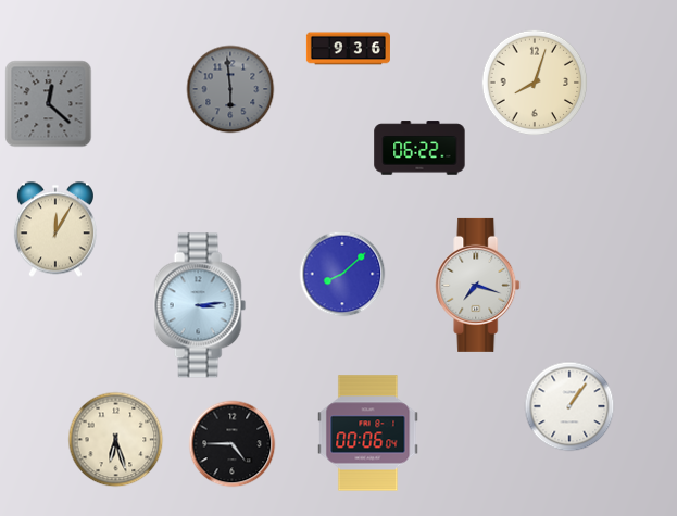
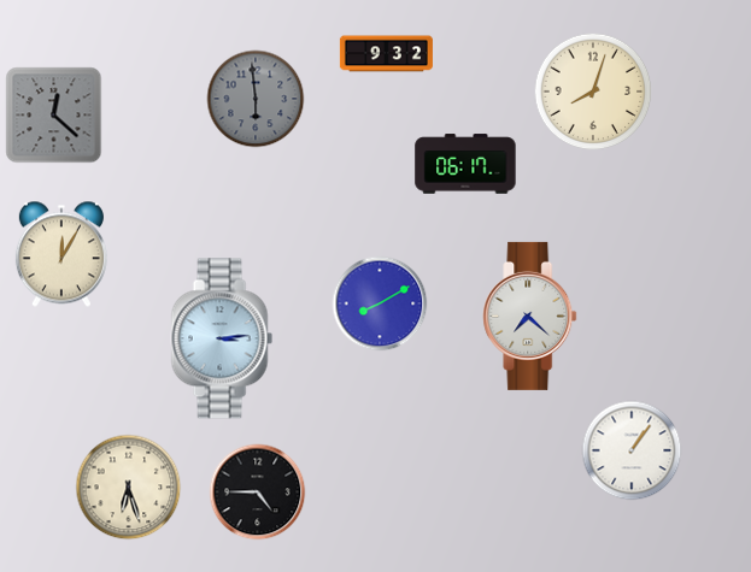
clock at (348, 49): 9:36 -> 9:32
clock at (419, 148): 06:22 -> 06:17
clock at (342, 274): 8:08 -> 8:10
clock at (478, 285): 7:18 -> 7:22
clock at (368, 433): 00:06 -> none
